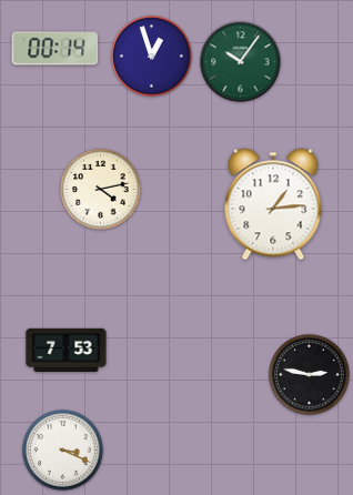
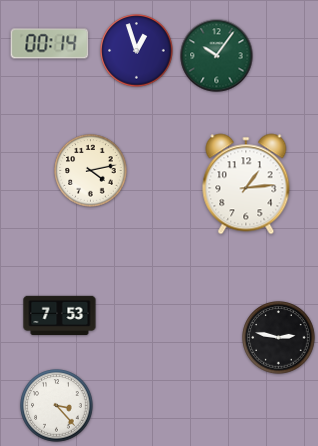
clock at (63, 451): 3:19 -> 3:23
